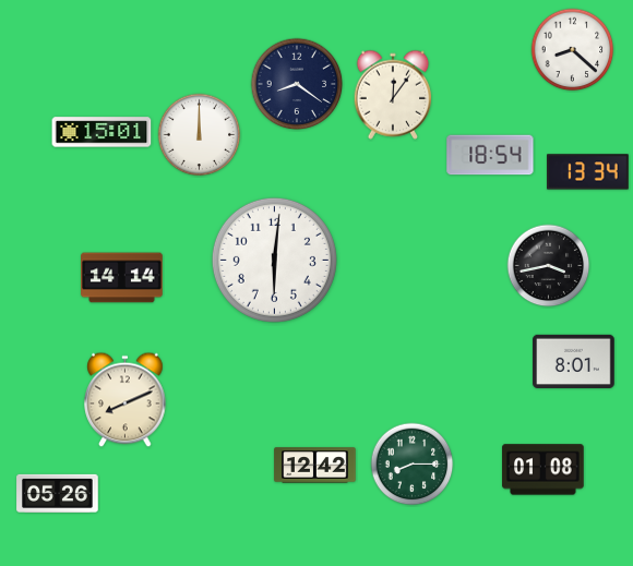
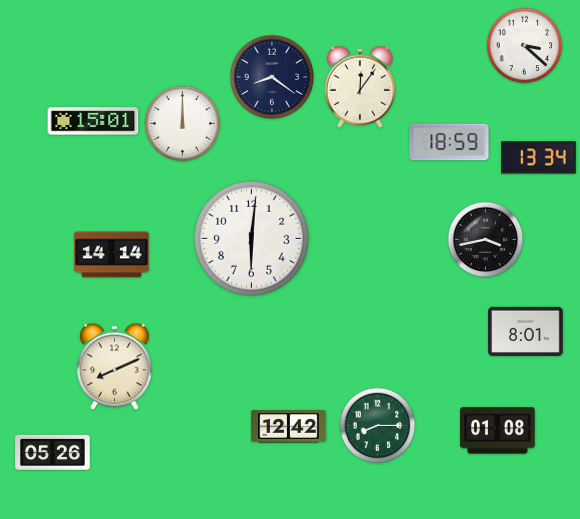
clock at (573, 50): 8:22 -> 3:22
clock at (490, 155): 18:54 -> 18:59
clock at (549, 266) position: (549, 266) -> (486, 240)
